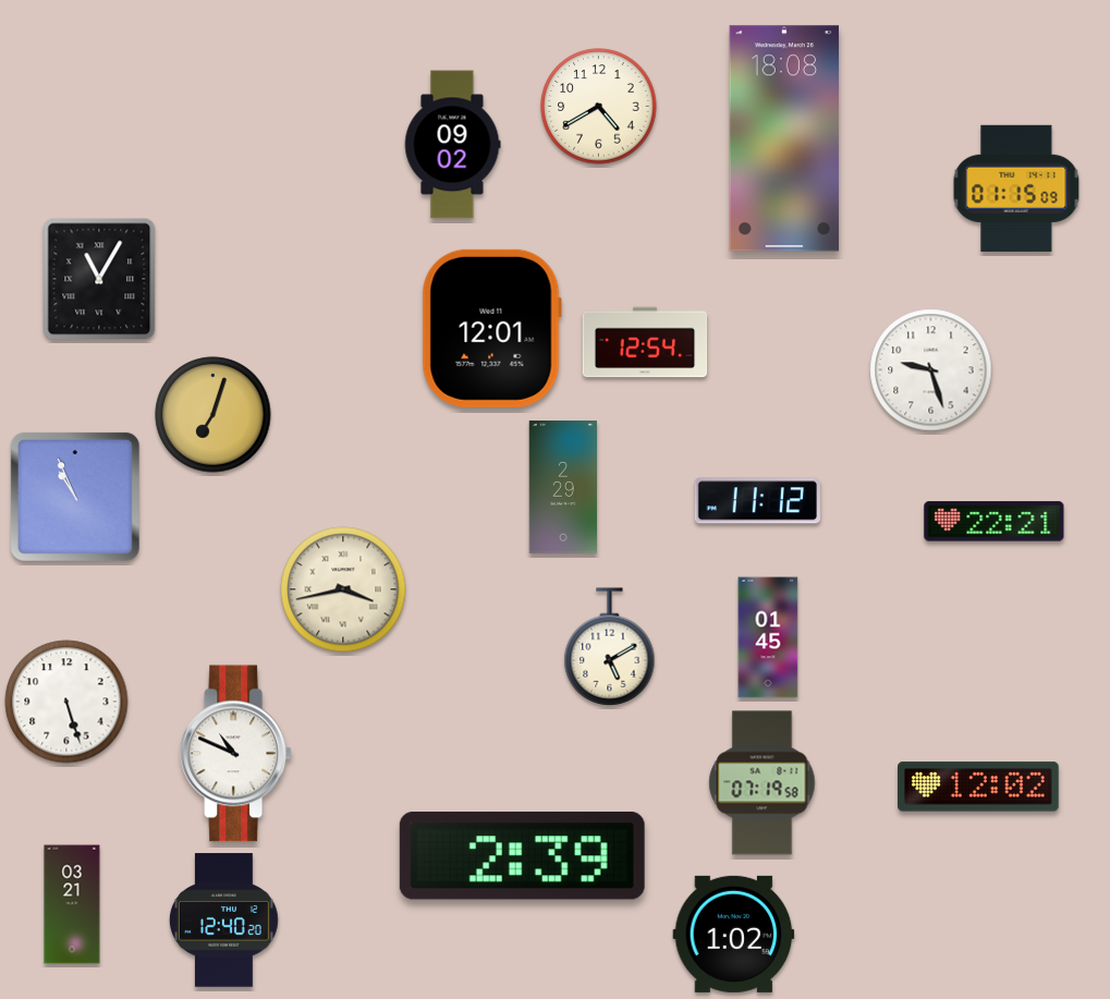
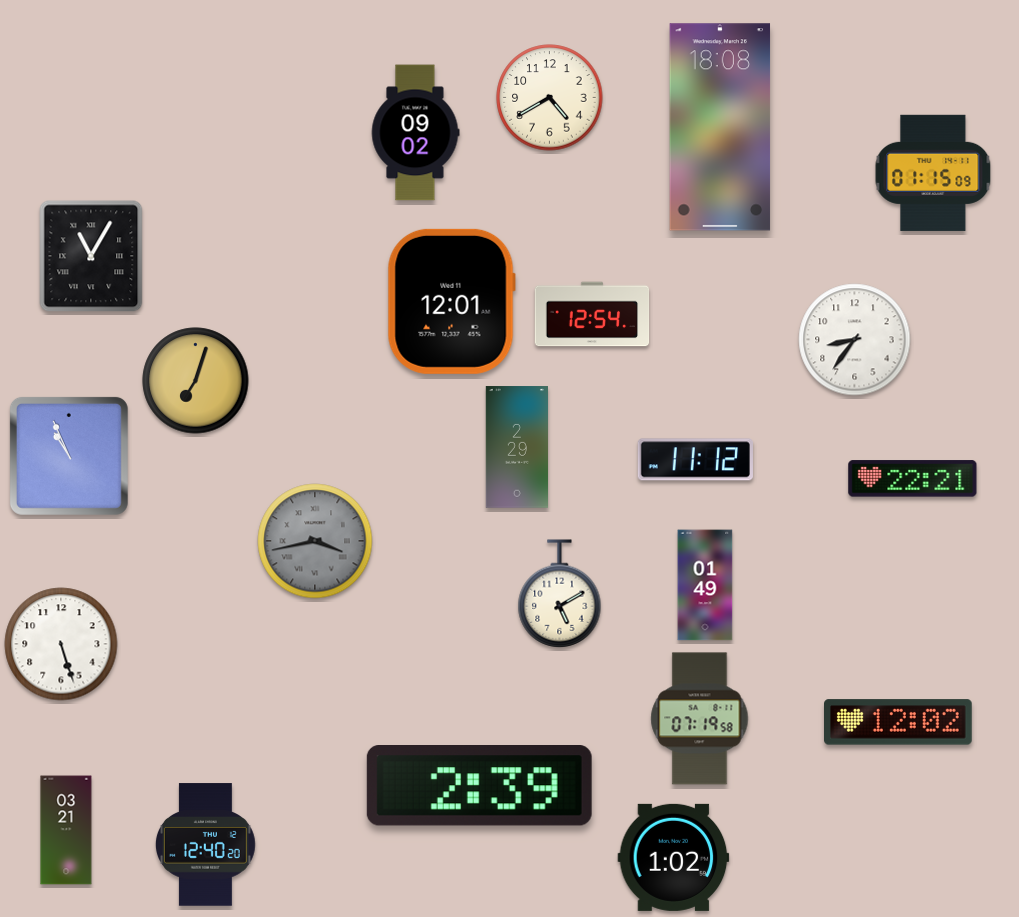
clock at (931, 370): 9:27 -> 8:36
clock at (343, 589) dial: cream -> grey
clock at (768, 637): 01:45 -> 01:49
clock at (236, 754): 10:49 -> none
